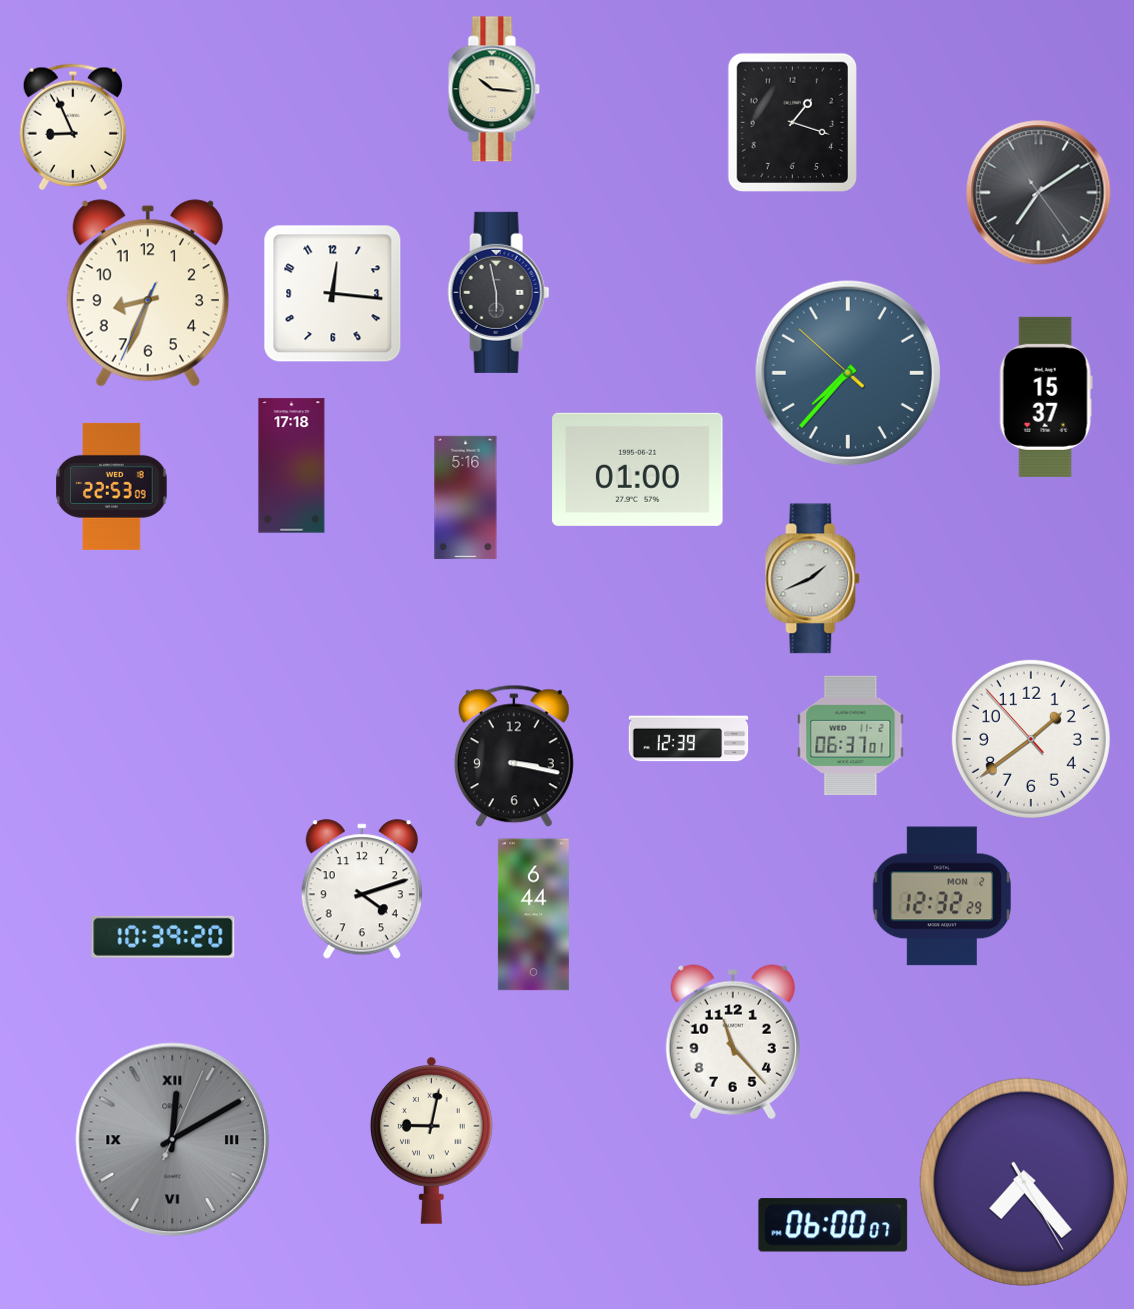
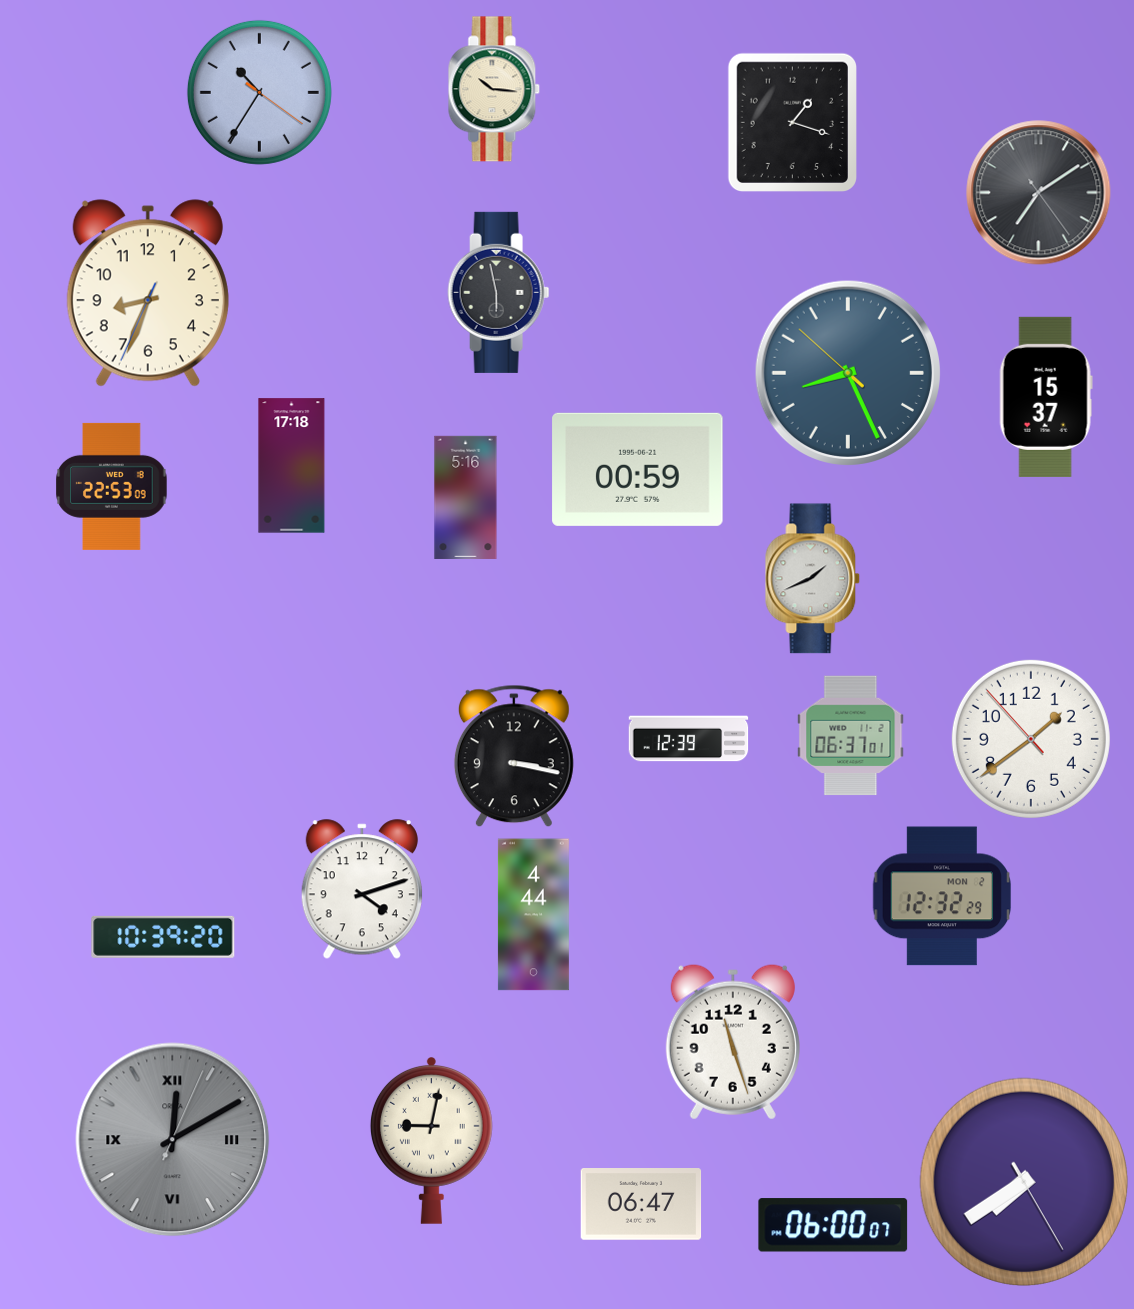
clock at (259, 92): none -> 10:35
clock at (72, 127): 8:56 -> none
clock at (333, 294): 12:16 -> none
clock at (848, 373): 7:36 -> 8:25
clock at (638, 469): 01:00 -> 00:59
clock at (533, 915): 6:44 -> 4:44
clock at (733, 1042): 11:23 -> 11:27
clock at (1024, 1182): 7:23 -> 7:39
clock at (641, 1204): none -> 06:47
